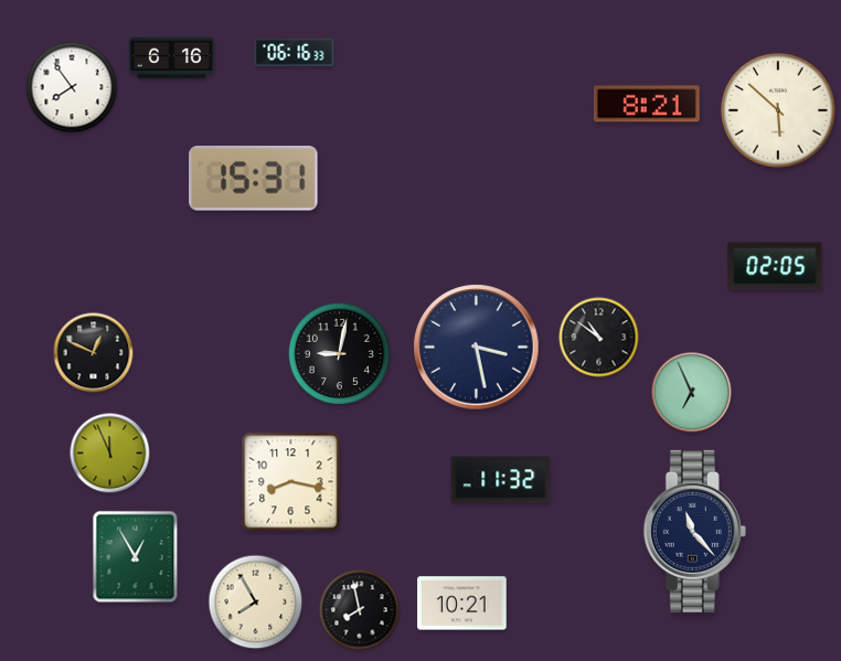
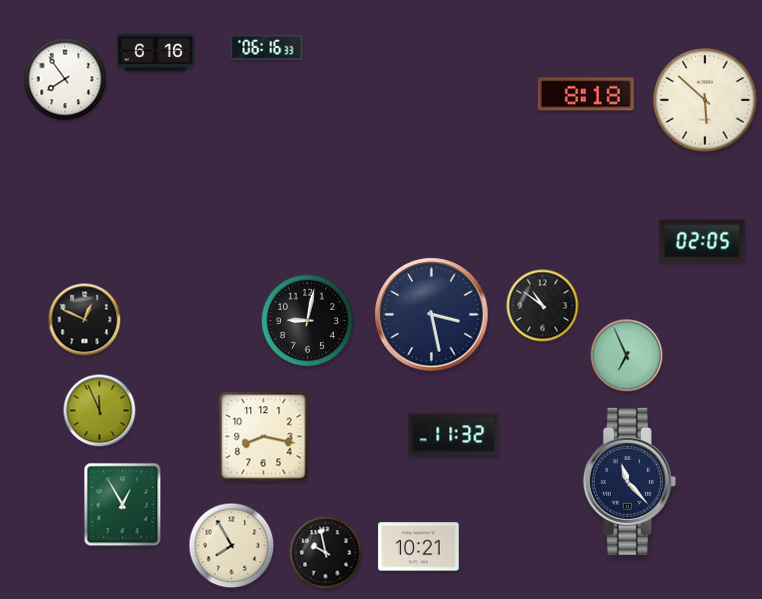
clock at (647, 104): 8:21 -> 8:18
clock at (254, 179): 15:31 -> none
clock at (360, 610): 7:58 -> 9:58
